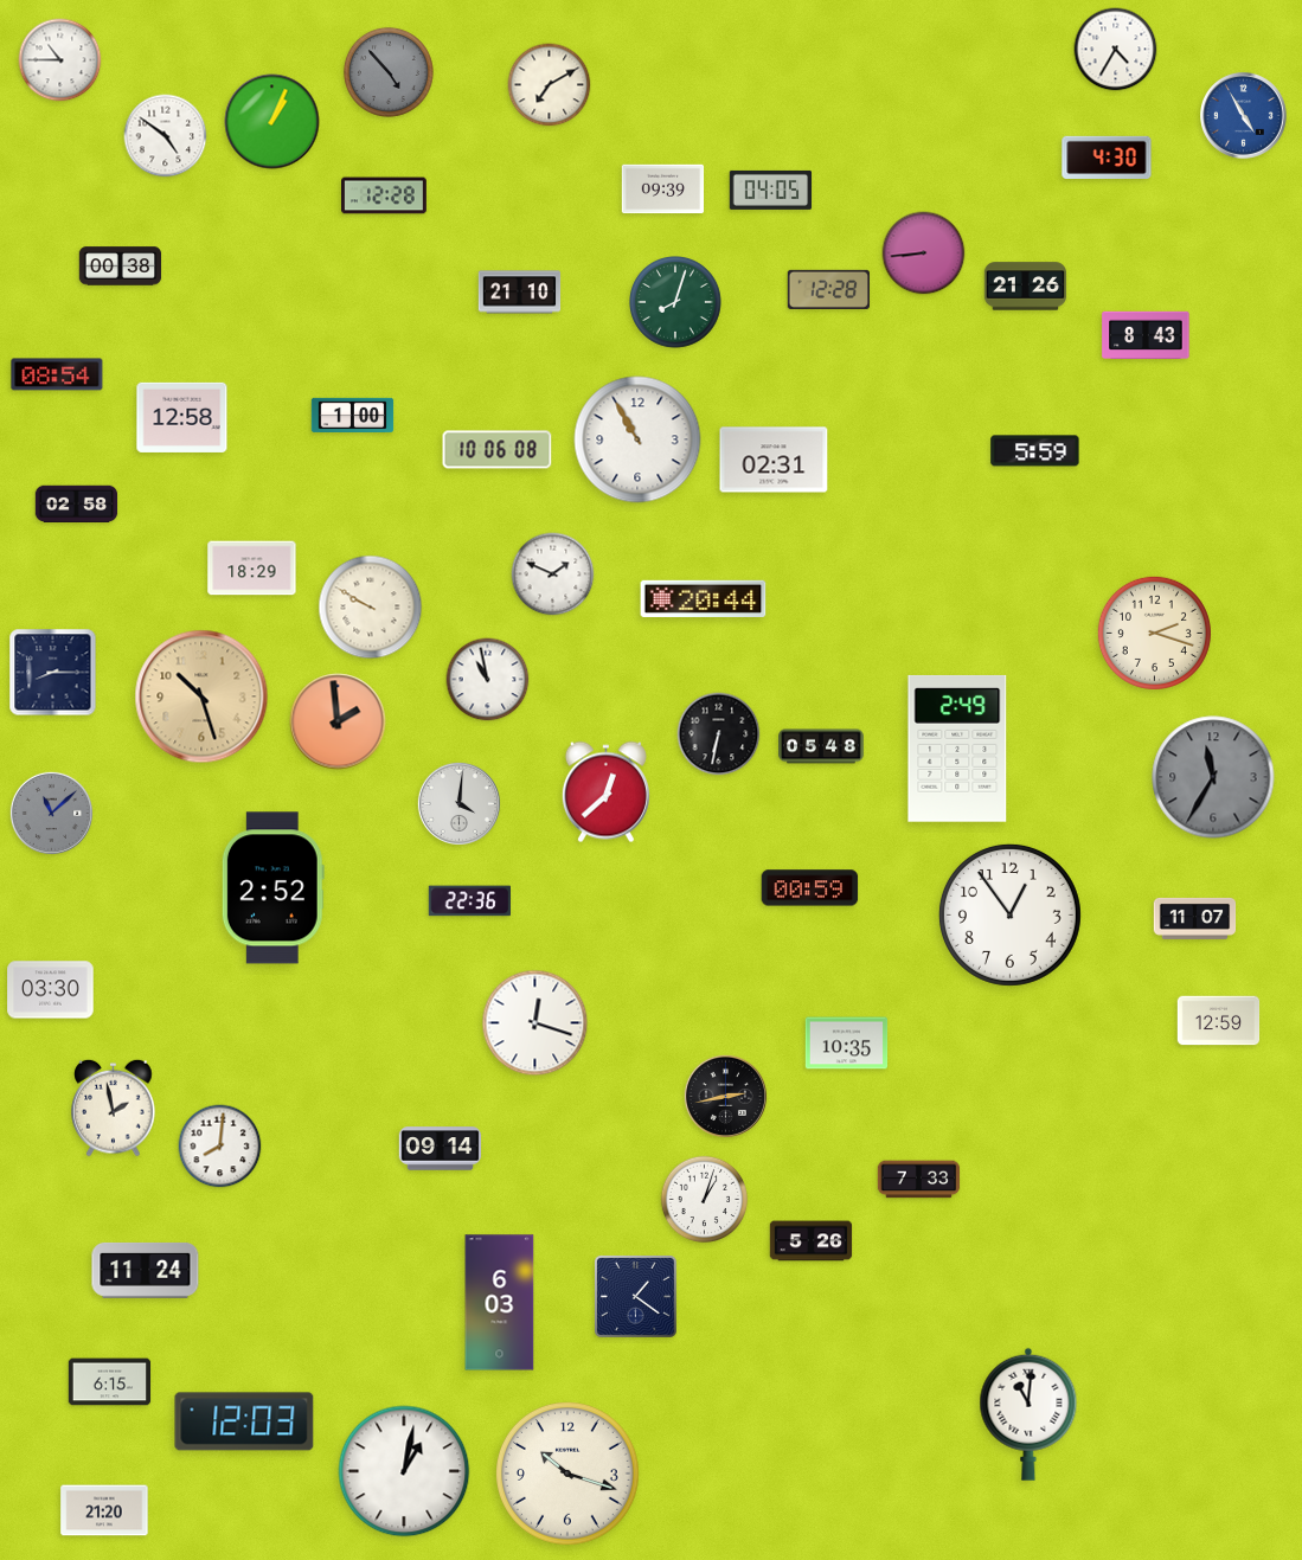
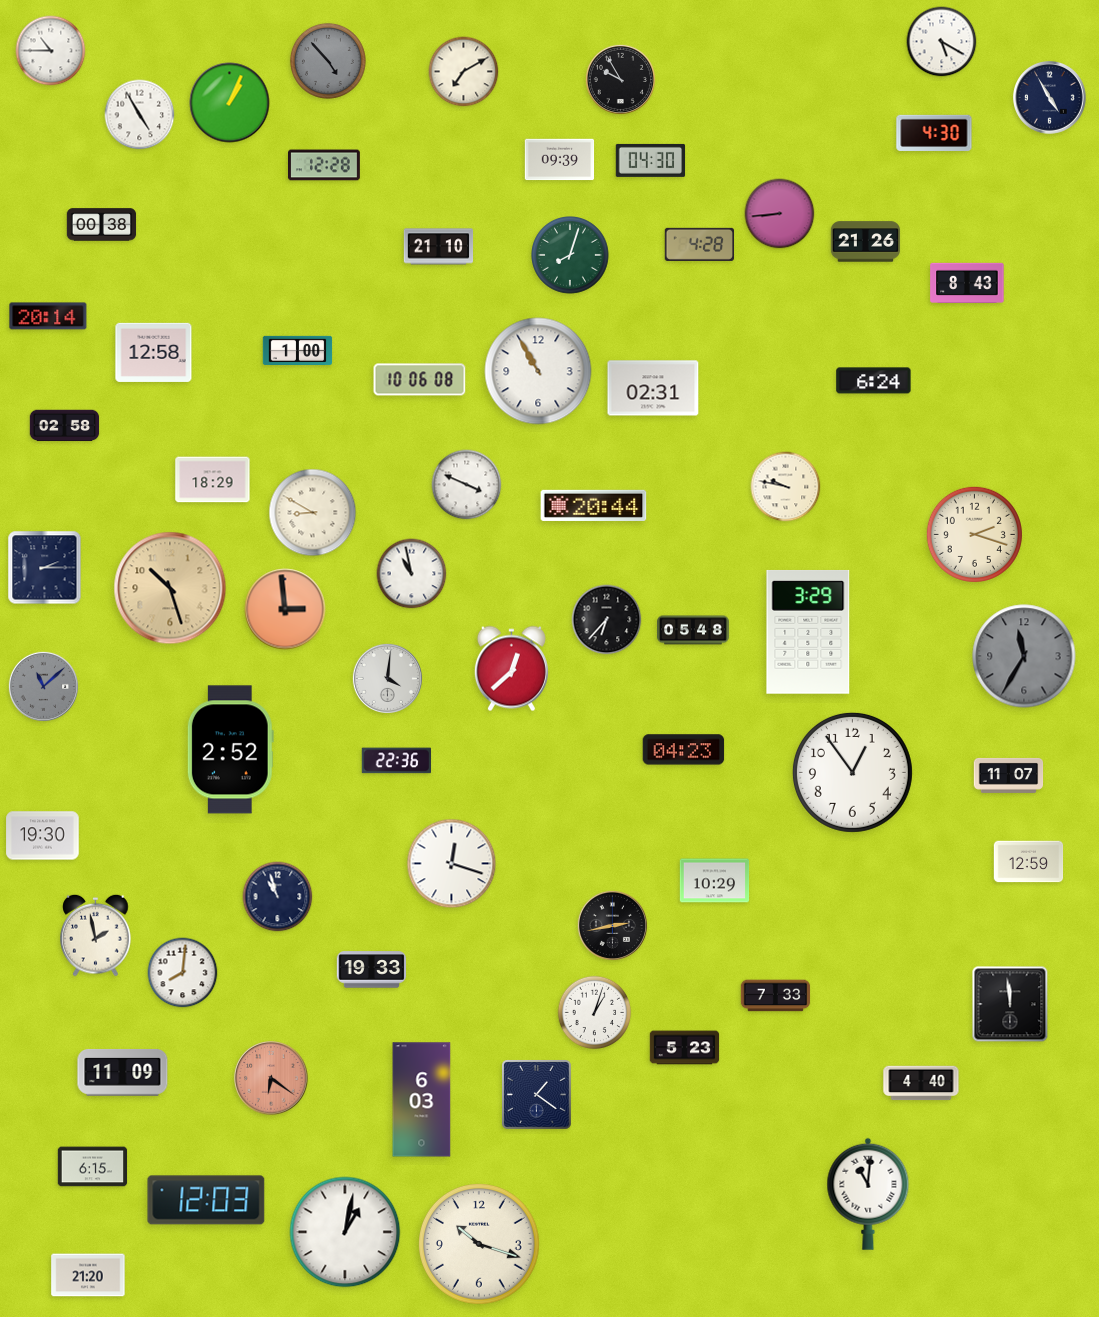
clock at (1116, 50): 4:35 -> 5:20
clock at (620, 79): none -> 9:55
clock at (1244, 116) dial: blue -> navy
clock at (166, 136): 4:51 -> 4:55
clock at (771, 190): 04:05 -> 04:30
clock at (828, 289): 12:28 -> 4:28
clock at (57, 374): 08:54 -> 20:14
clock at (1035, 451): 5:59 -> 6:24
clock at (553, 574): 1:49 -> 3:49
clock at (786, 487): none -> 9:47
clock at (371, 608): 9:50 -> 8:50
clock at (53, 673): 8:15 -> 2:15
clock at (338, 721): 1:59 -> 2:59
clock at (719, 734): 6:32 -> 6:37
clock at (957, 749): 2:49 -> 3:29
clock at (810, 888): 00:59 -> 04:23
clock at (51, 990): 03:30 -> 19:30
clock at (847, 1044): 10:35 -> 10:29
clock at (278, 897): none -> 10:57
clock at (220, 1147) position: (220, 1147) -> (183, 973)
clock at (441, 1149): 09:14 -> 19:33
clock at (1010, 1004): none -> 11:59
clock at (812, 1241): 5:26 -> 5:23
clock at (146, 1270): 11:24 -> 11:09
clock at (271, 1078): none -> 6:21
clock at (921, 1083): none -> 4:40
clock at (404, 1471) position: (404, 1471) -> (345, 1232)
